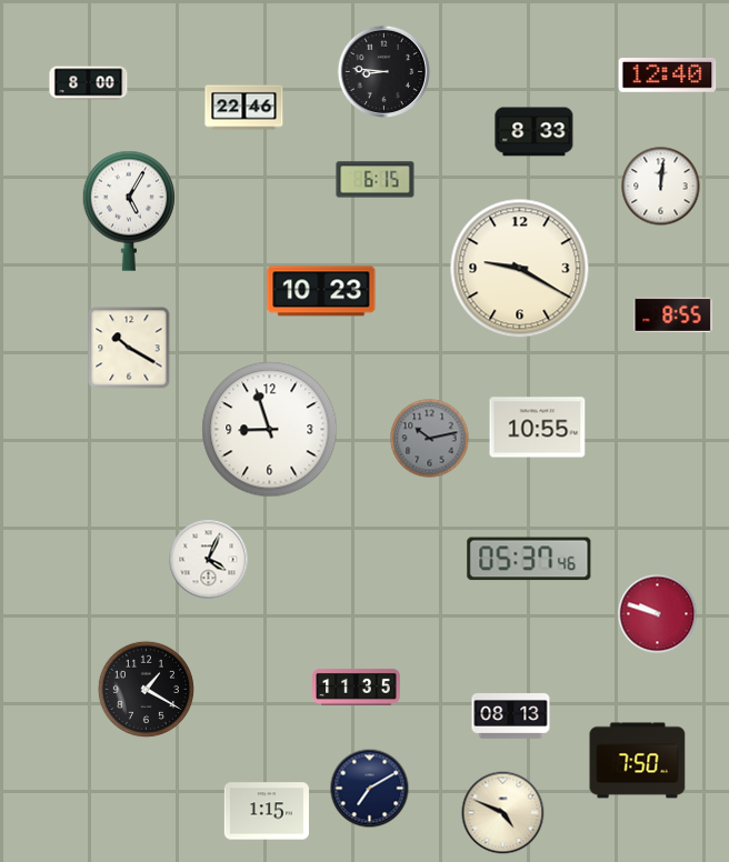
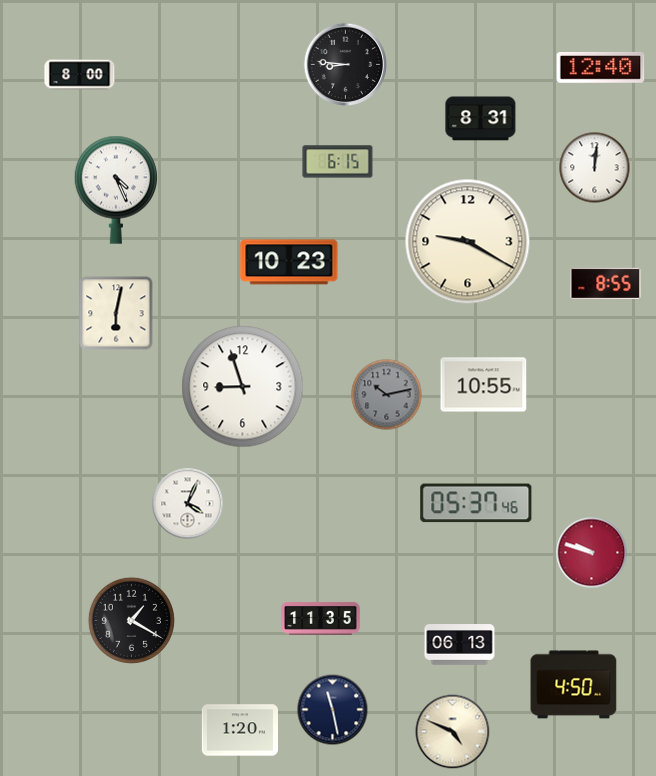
clock at (244, 108): 22:46 -> none
clock at (535, 132): 8:33 -> 8:31
clock at (128, 211): 5:05 -> 4:26
clock at (129, 348): 10:20 -> 6:02
clock at (511, 716): 08:13 -> 06:13
clock at (638, 761): 7:50 -> 4:50
clock at (370, 789): 7:10 -> 11:28
clock at (267, 811): 1:15 -> 1:20
